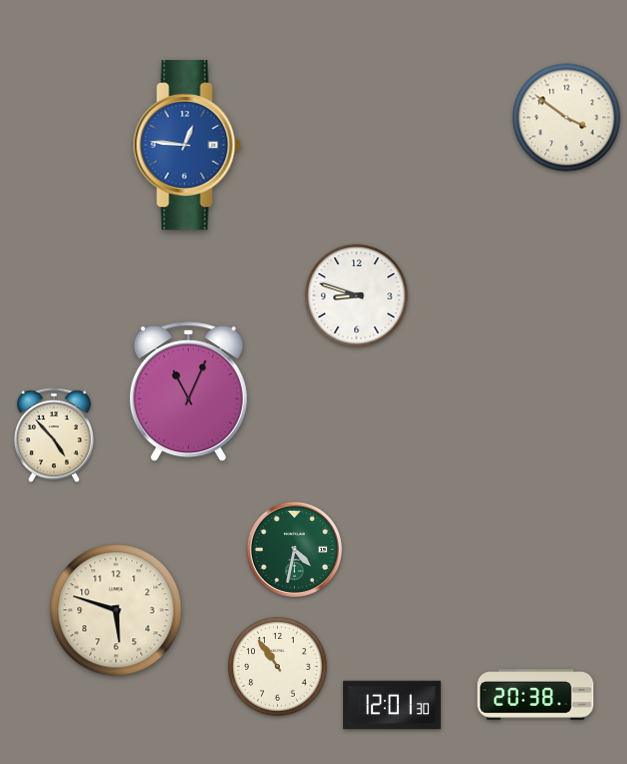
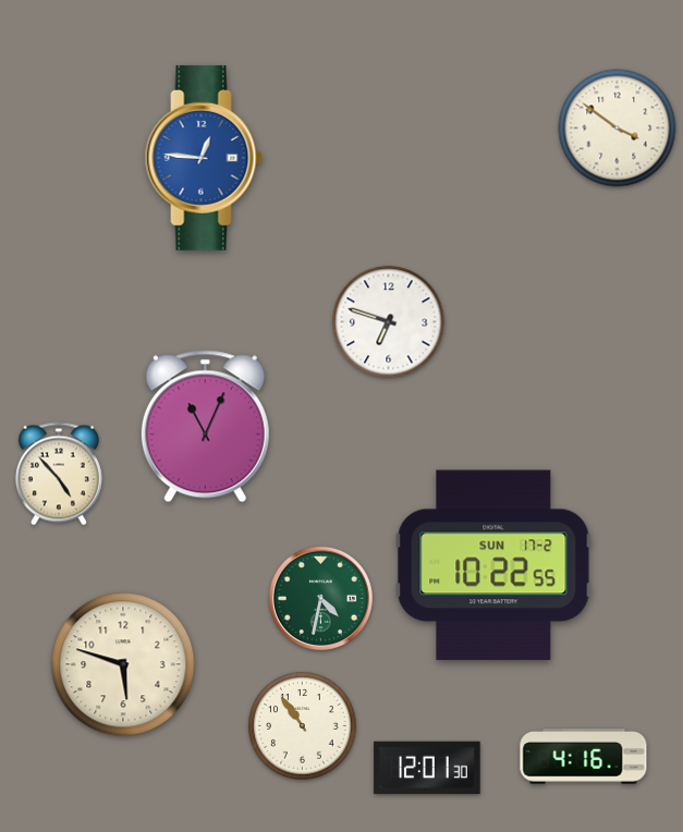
clock at (357, 296): 8:48 -> 6:48
clock at (493, 565): none -> 10:22
clock at (116, 610) position: (116, 610) -> (123, 664)
clock at (536, 695): 20:38 -> 4:16
